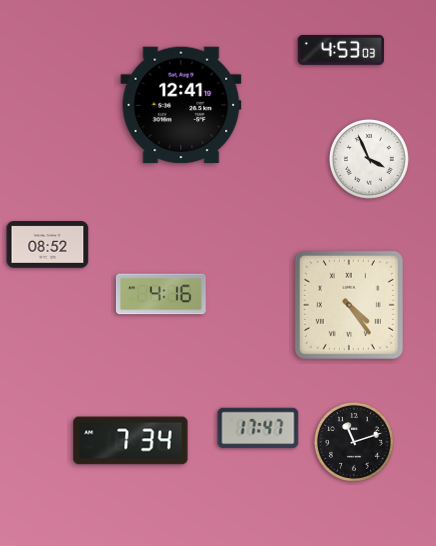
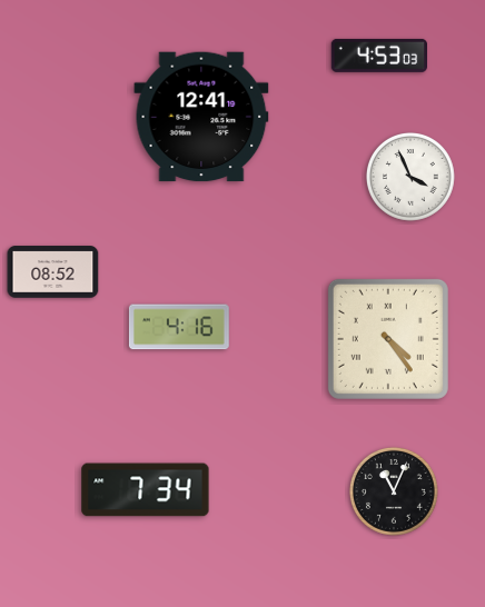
clock at (258, 428): 17:47 -> none
clock at (354, 442): 11:12 -> 11:04
